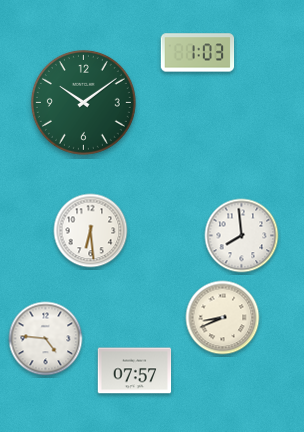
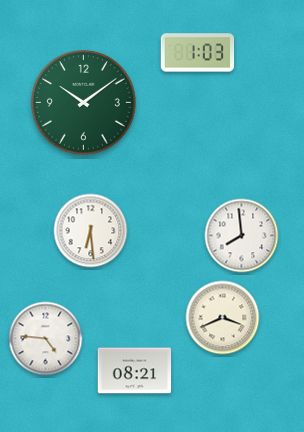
clock at (223, 318): 8:41 -> 3:41
clock at (135, 371): 07:57 -> 08:21
